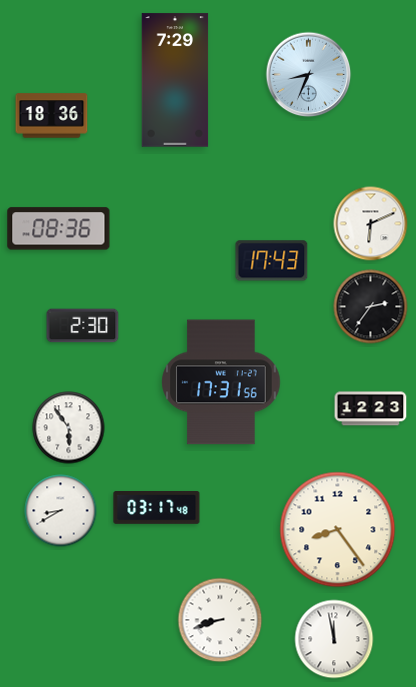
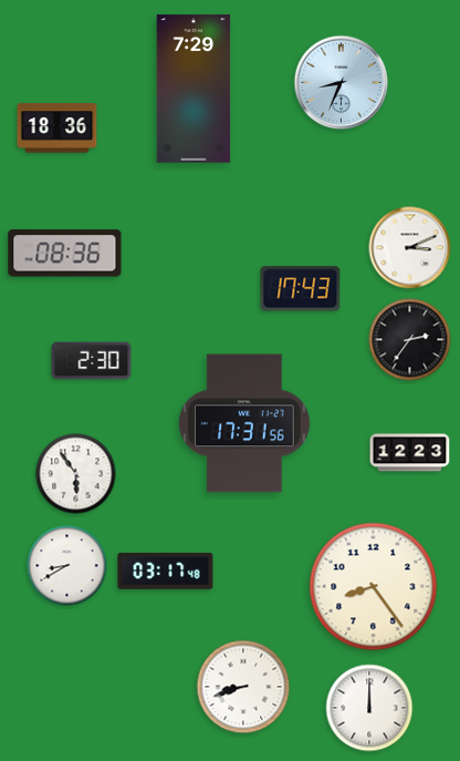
clock at (371, 224): 6:11 -> 3:11
clock at (157, 508) position: (157, 508) -> (166, 572)
clock at (334, 639): 11:58 -> 12:00
